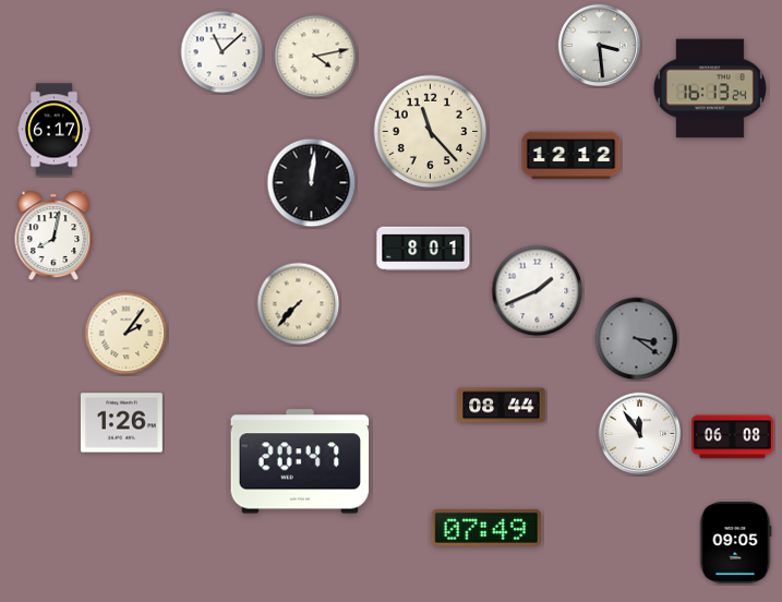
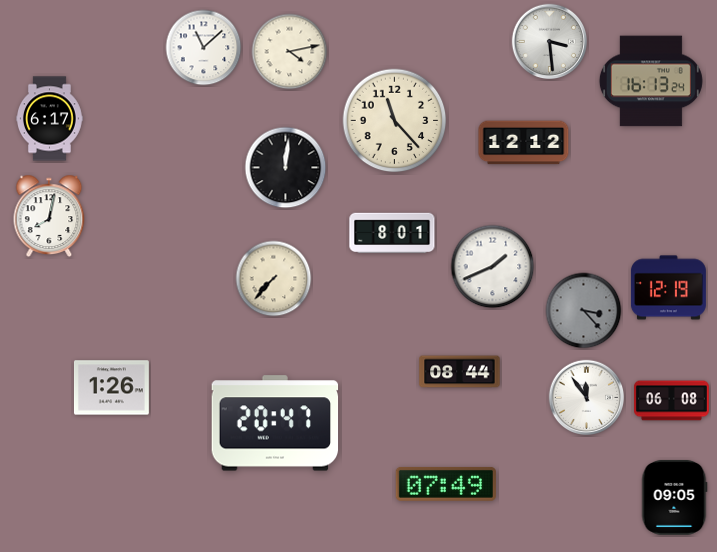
clock at (423, 249) position: (423, 249) -> (392, 233)
clock at (668, 288): none -> 12:19
clock at (127, 334): 2:06 -> none
clock at (637, 339): 3:21 -> 3:23
